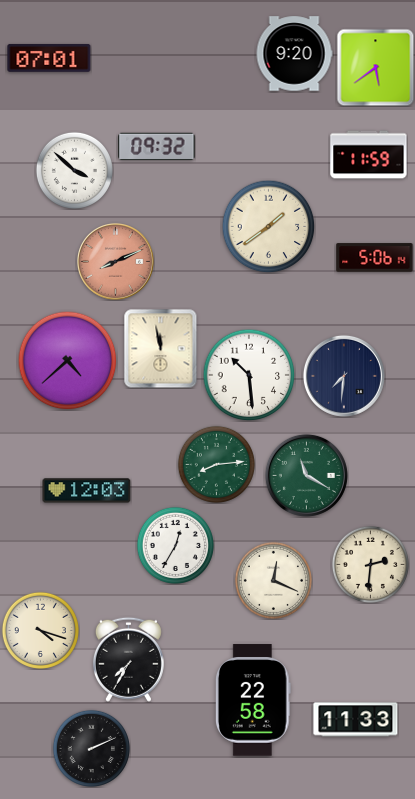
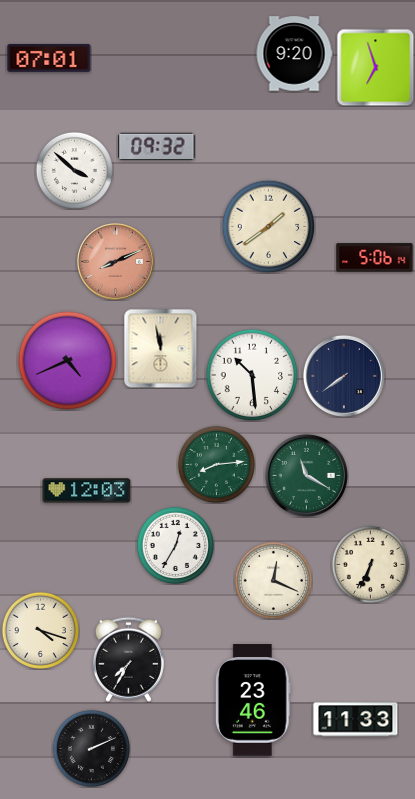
clock at (375, 67): 5:39 -> 6:57
clock at (369, 155): 11:59 -> none
clock at (68, 361): 4:38 -> 4:41
clock at (249, 375) position: (249, 375) -> (252, 375)
clock at (344, 376): 7:31 -> 7:39
clock at (370, 564): 2:31 -> 6:34
clock at (253, 700): 22:58 -> 23:46
